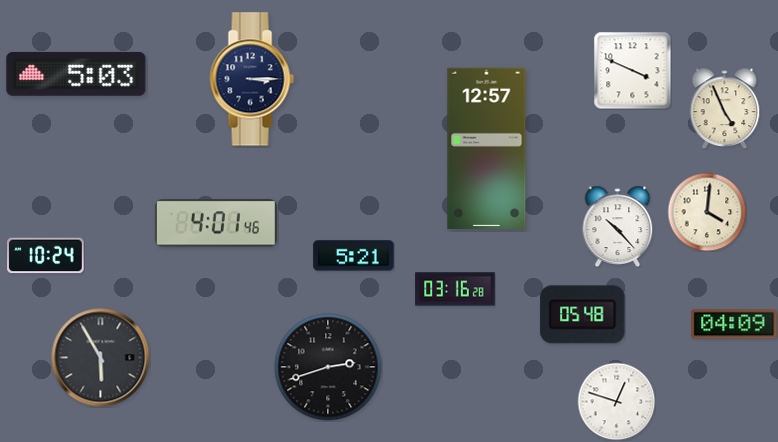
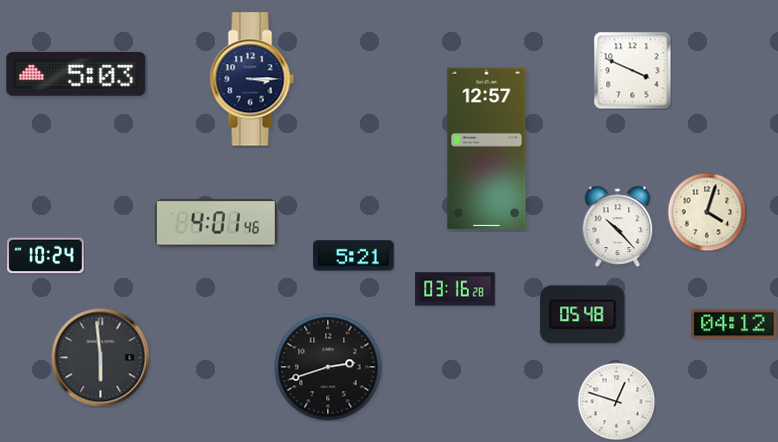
clock at (725, 108): 4:56 -> none
clock at (707, 212): 4:01 -> 4:03
clock at (734, 324): 04:09 -> 04:12
clock at (101, 358): 5:55 -> 5:59
